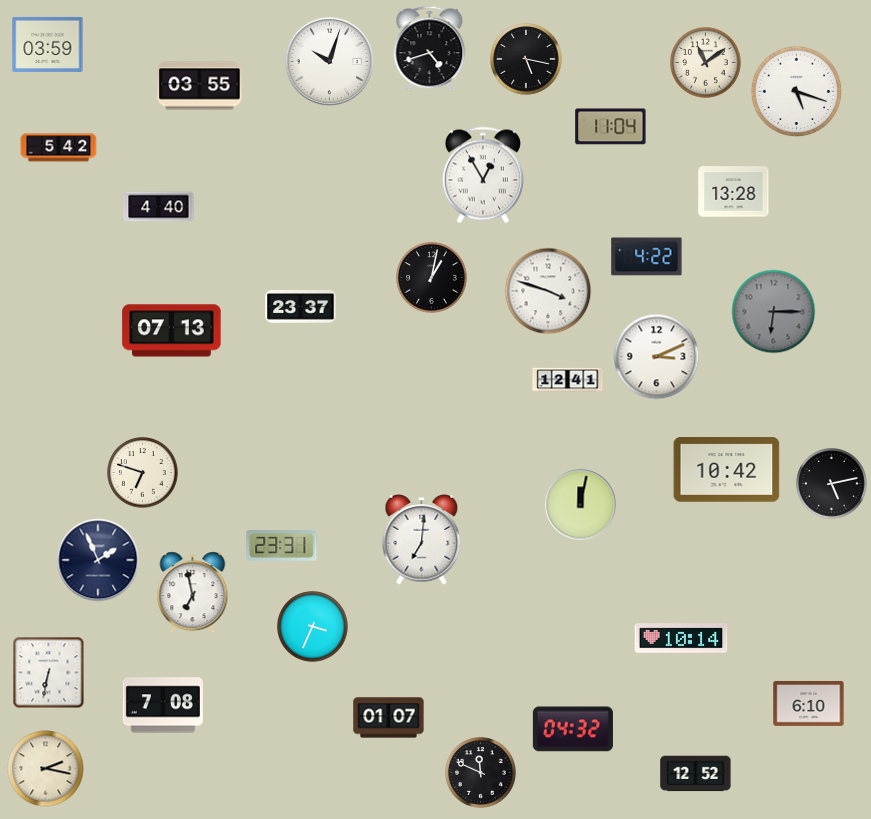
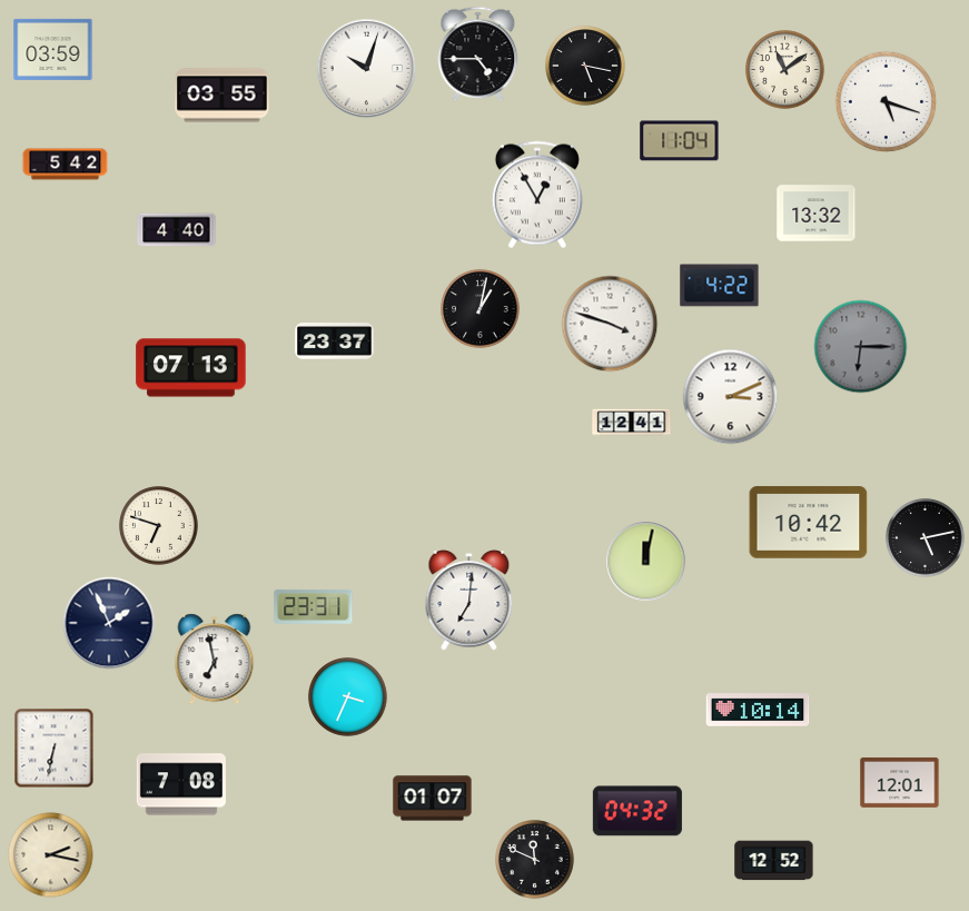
clock at (430, 49): 4:42 -> 4:45
clock at (734, 192): 13:28 -> 13:32
clock at (809, 703): 6:10 -> 12:01
